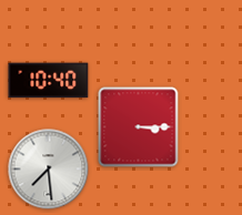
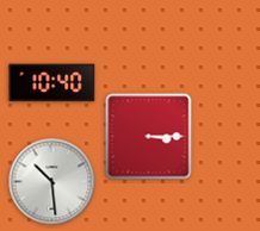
clock at (49, 81) position: (49, 81) -> (52, 83)
clock at (49, 170): 7:29 -> 10:29
